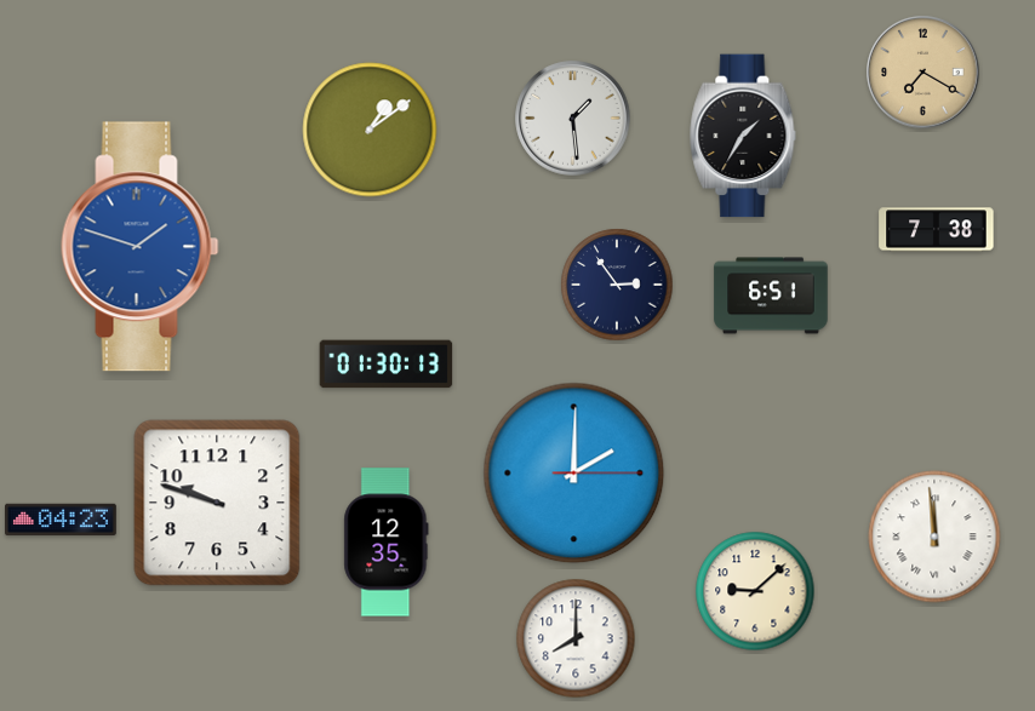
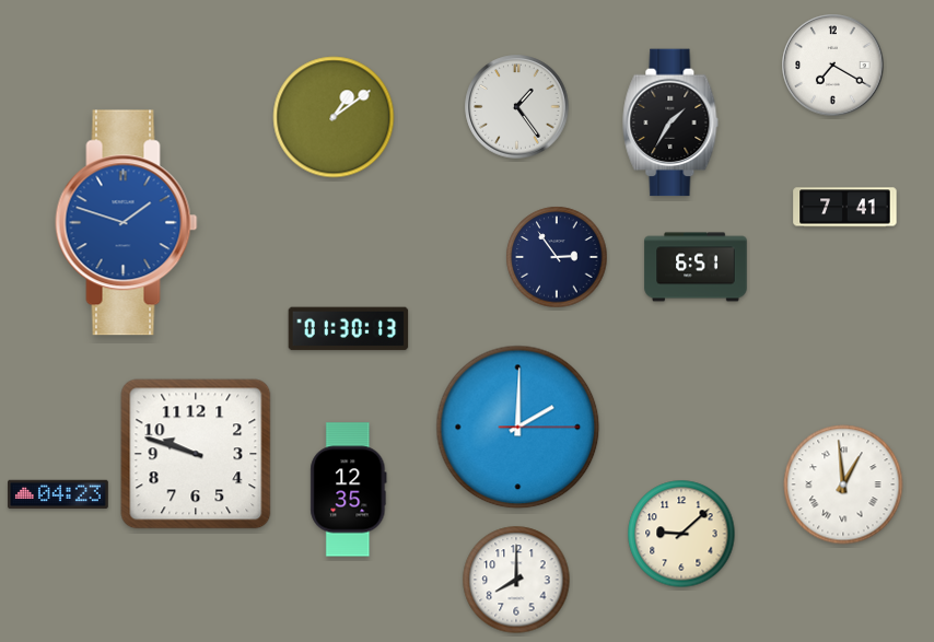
clock at (924, 73) dial: champagne -> white
clock at (573, 119): 1:29 -> 1:24
clock at (937, 230): 7:38 -> 7:41
clock at (62, 520) position: (62, 520) -> (59, 494)
clock at (934, 537): 11:59 -> 12:59
clock at (576, 638) position: (576, 638) -> (516, 580)
